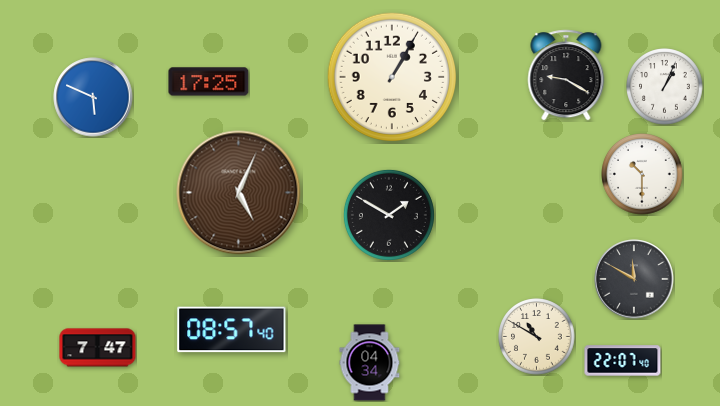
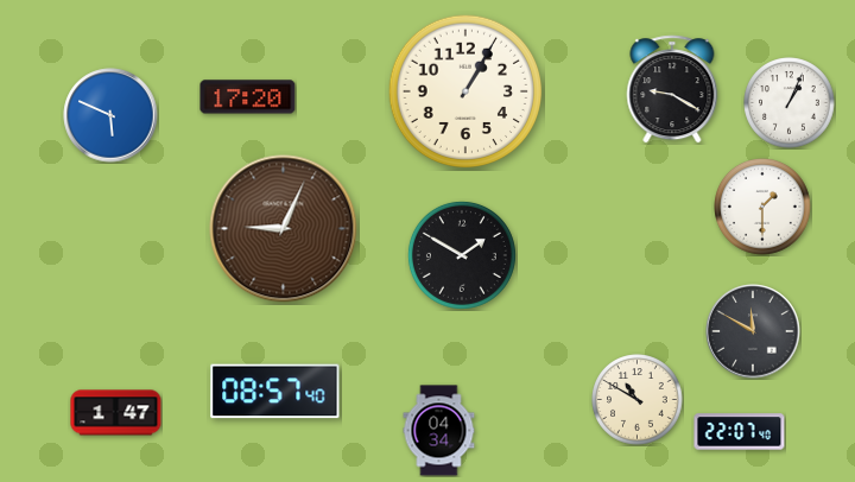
clock at (209, 82): 17:25 -> 17:20
clock at (643, 175): 10:30 -> 1:30
clock at (239, 193): 5:04 -> 9:04
clock at (98, 348): 7:47 -> 1:47
clock at (623, 361) position: (623, 361) -> (740, 432)
